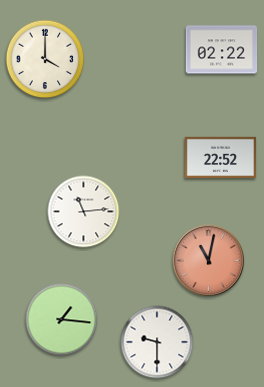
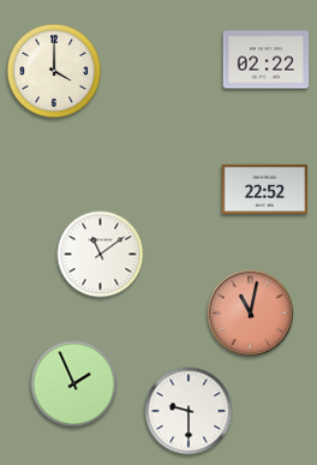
clock at (84, 212): 11:14 -> 11:09
clock at (62, 320): 1:16 -> 1:56
